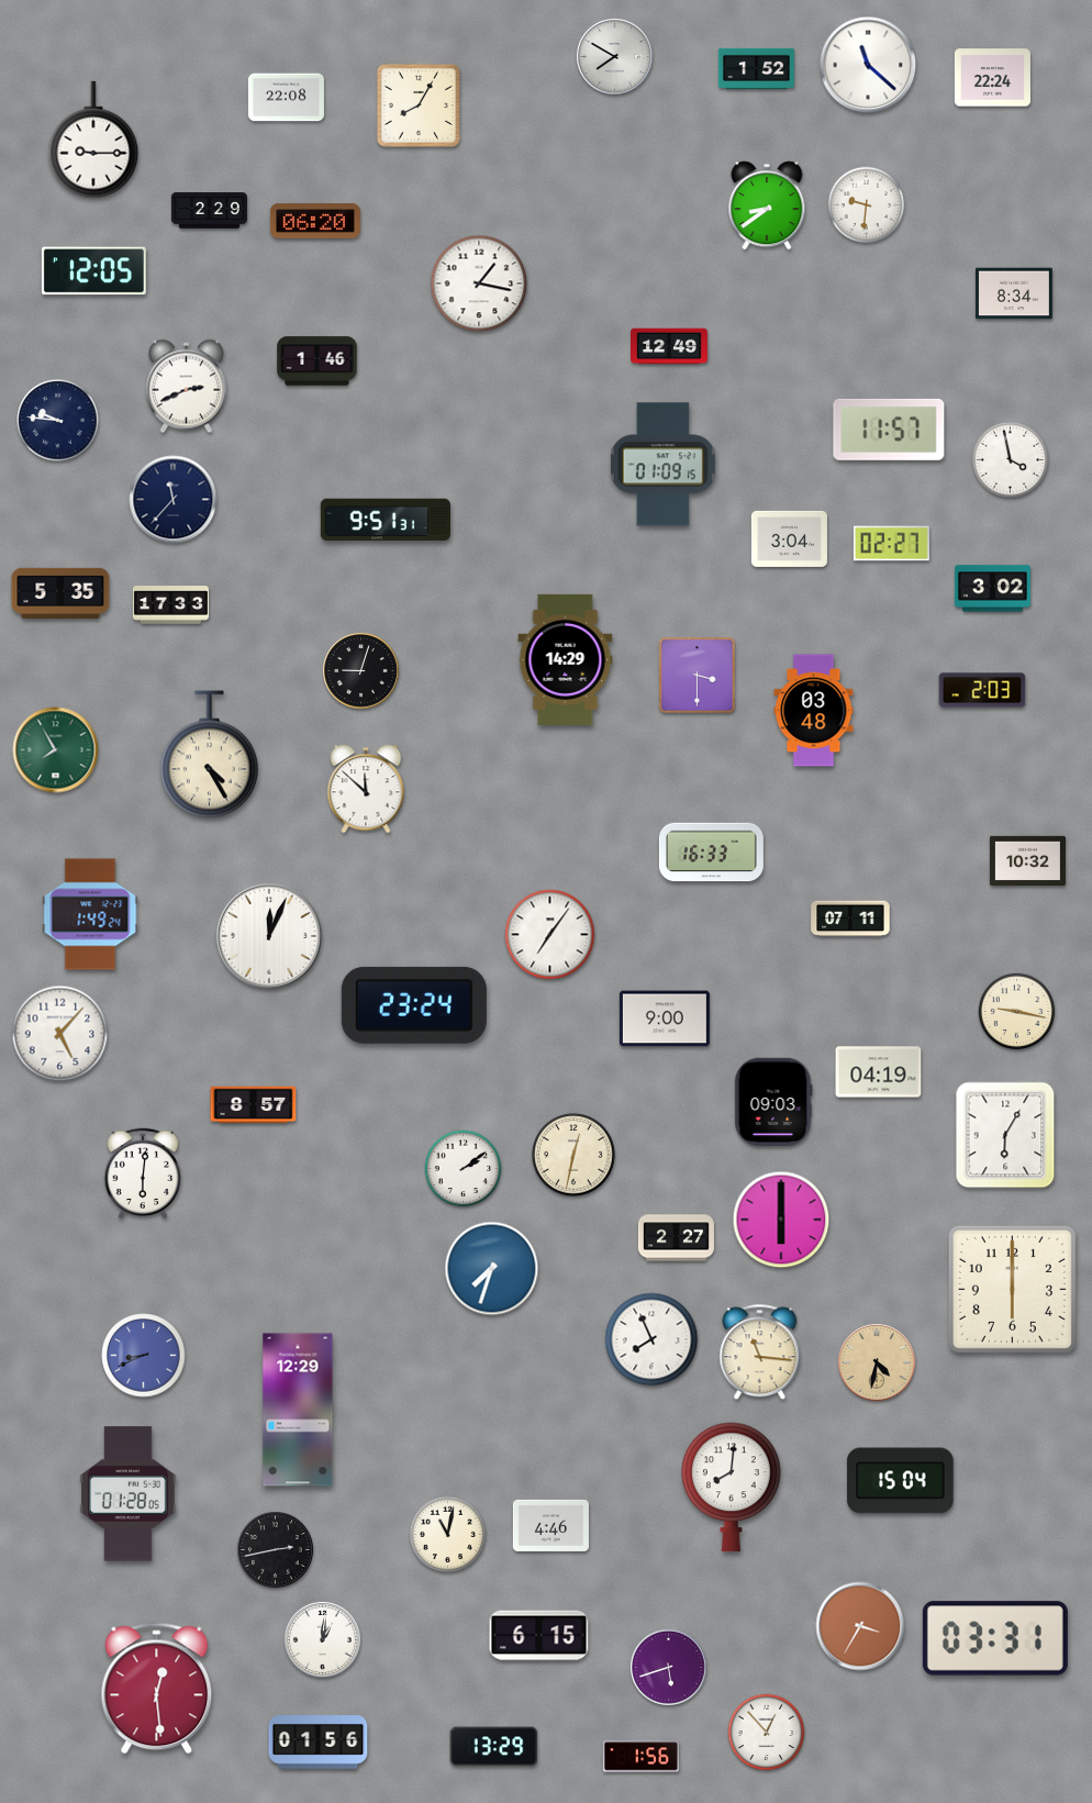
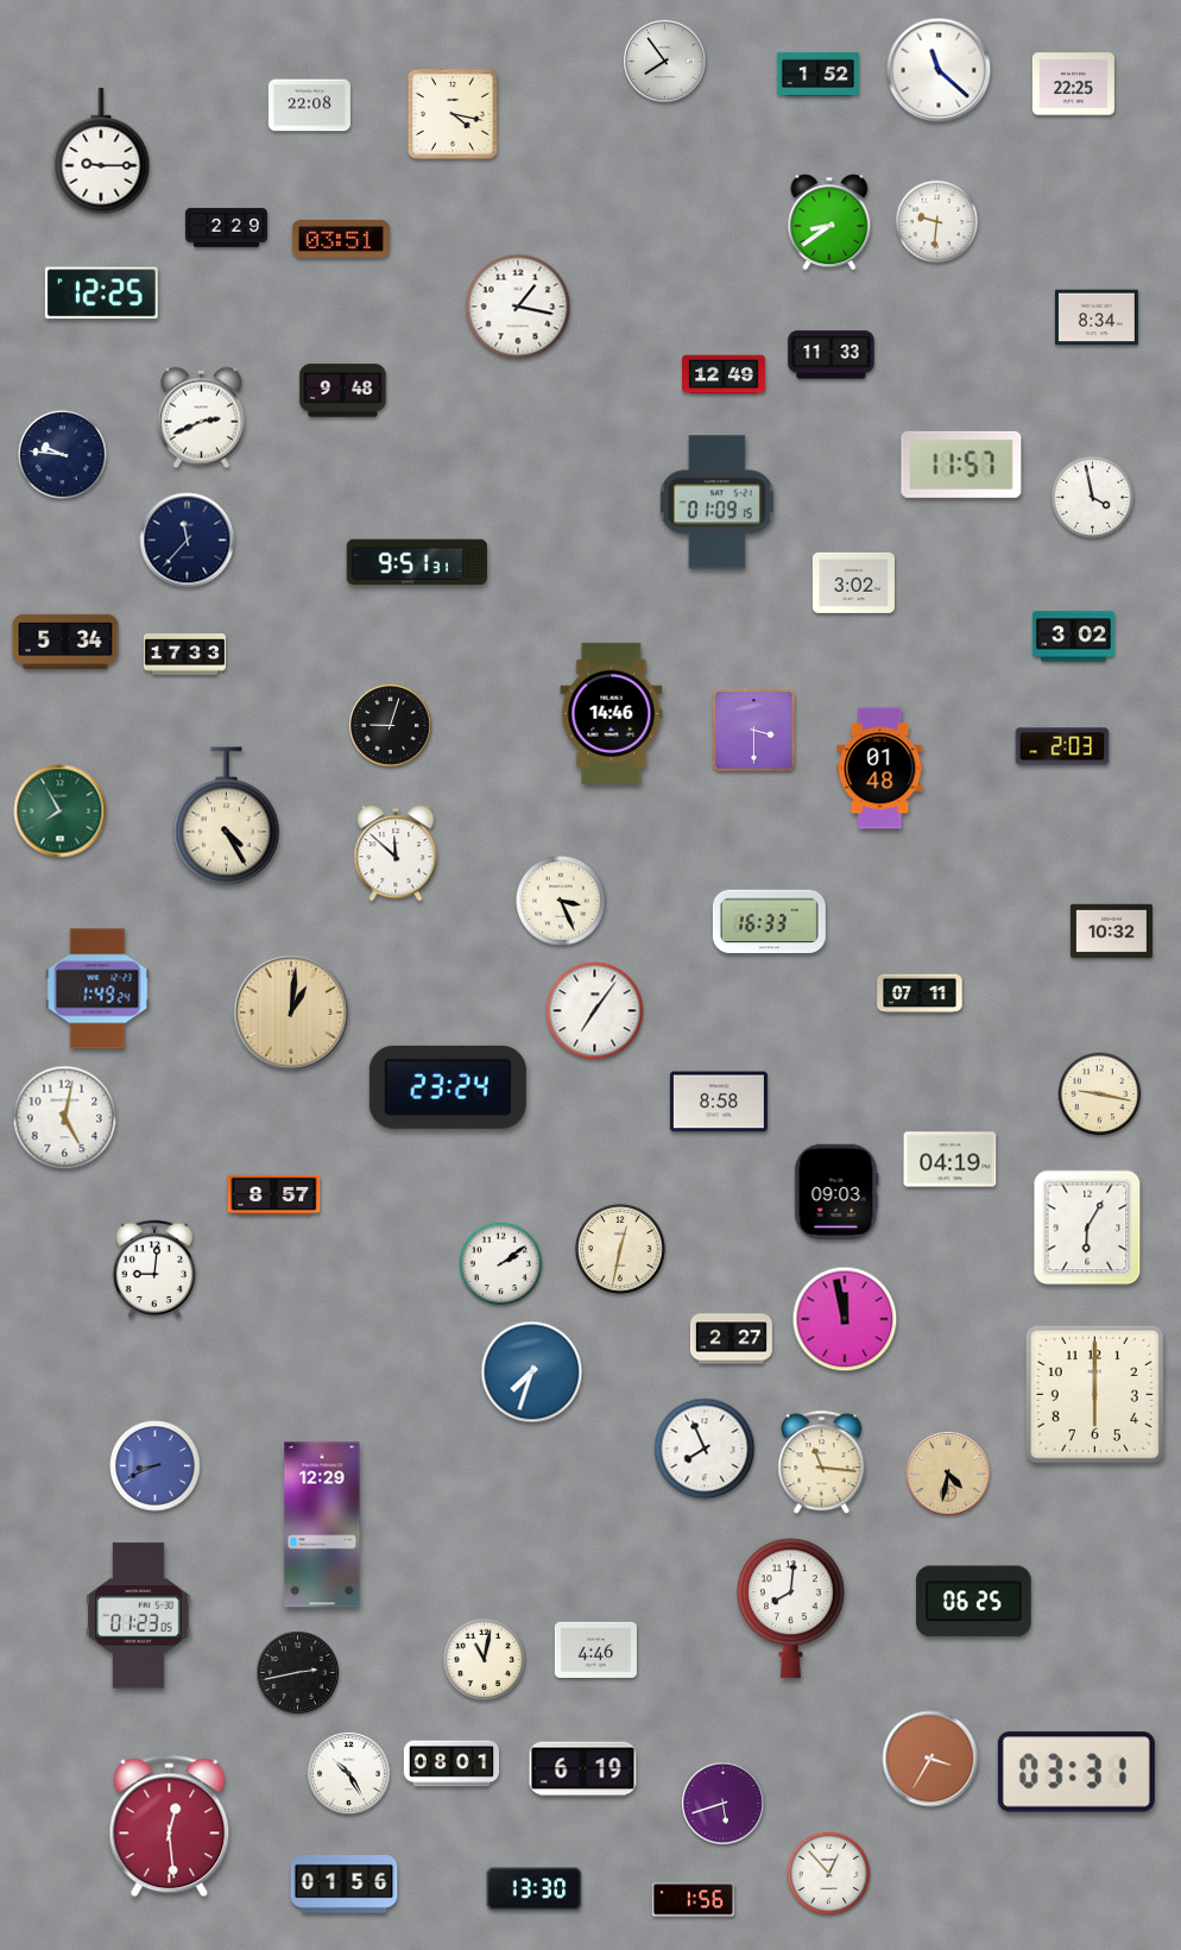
clock at (615, 57): 7:50 -> 7:54
clock at (992, 78): 22:24 -> 22:25
clock at (419, 105): 8:05 -> 4:17
clock at (315, 221): 06:20 -> 03:51
clock at (93, 271): 12:05 -> 12:25
clock at (832, 355): none -> 11:33
clock at (317, 361): 1:46 -> 9:48
clock at (789, 538): 3:04 -> 3:02
clock at (891, 544): 02:27 -> none
clock at (60, 592): 5:35 -> 5:34
clock at (566, 659): 14:29 -> 14:46
clock at (814, 711): 03:48 -> 01:48
clock at (561, 901): none -> 3:26
clock at (269, 936): 12:04 -> 1:01
clock at (269, 936) dial: white -> champagne
clock at (665, 1019): 9:00 -> 8:58
clock at (60, 1034): 5:07 -> 5:02
clock at (143, 1173): 6:01 -> 9:01
clock at (781, 1220): 6:00 -> 11:58
clock at (901, 1481): 15:04 -> 06:25
clock at (129, 1494): 01:28 -> 01:23
clock at (276, 1550) position: (276, 1550) -> (298, 1673)
clock at (451, 1763): none -> 08:01
clock at (539, 1636): 6:15 -> 6:19
clock at (323, 1640): 1:01 -> 10:25
clock at (494, 1747): 13:29 -> 13:30
